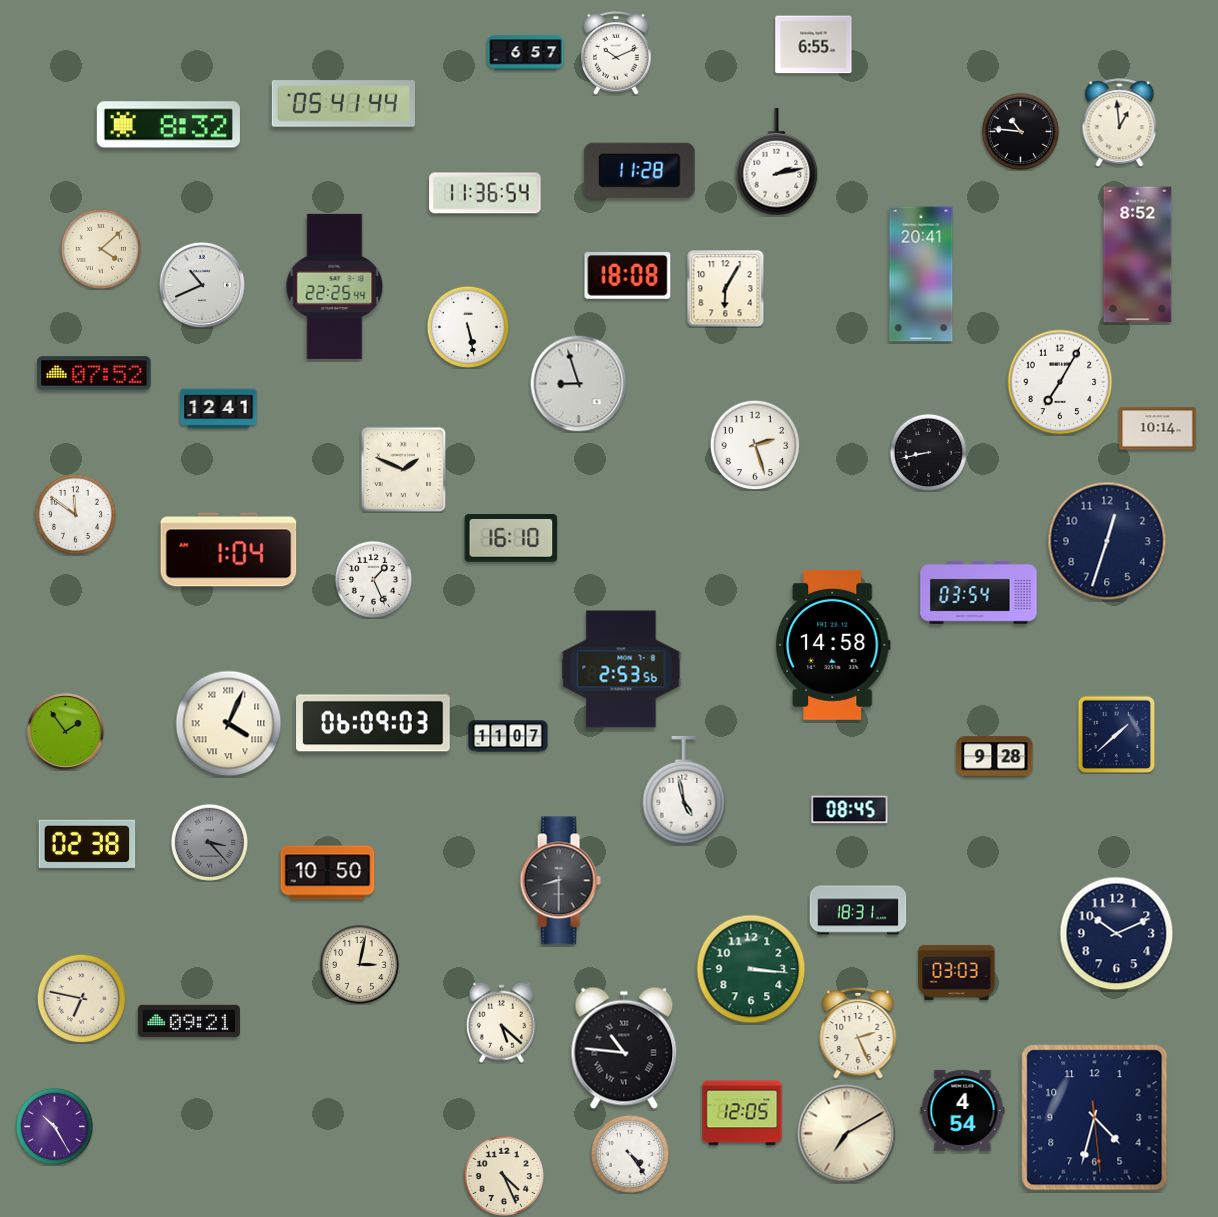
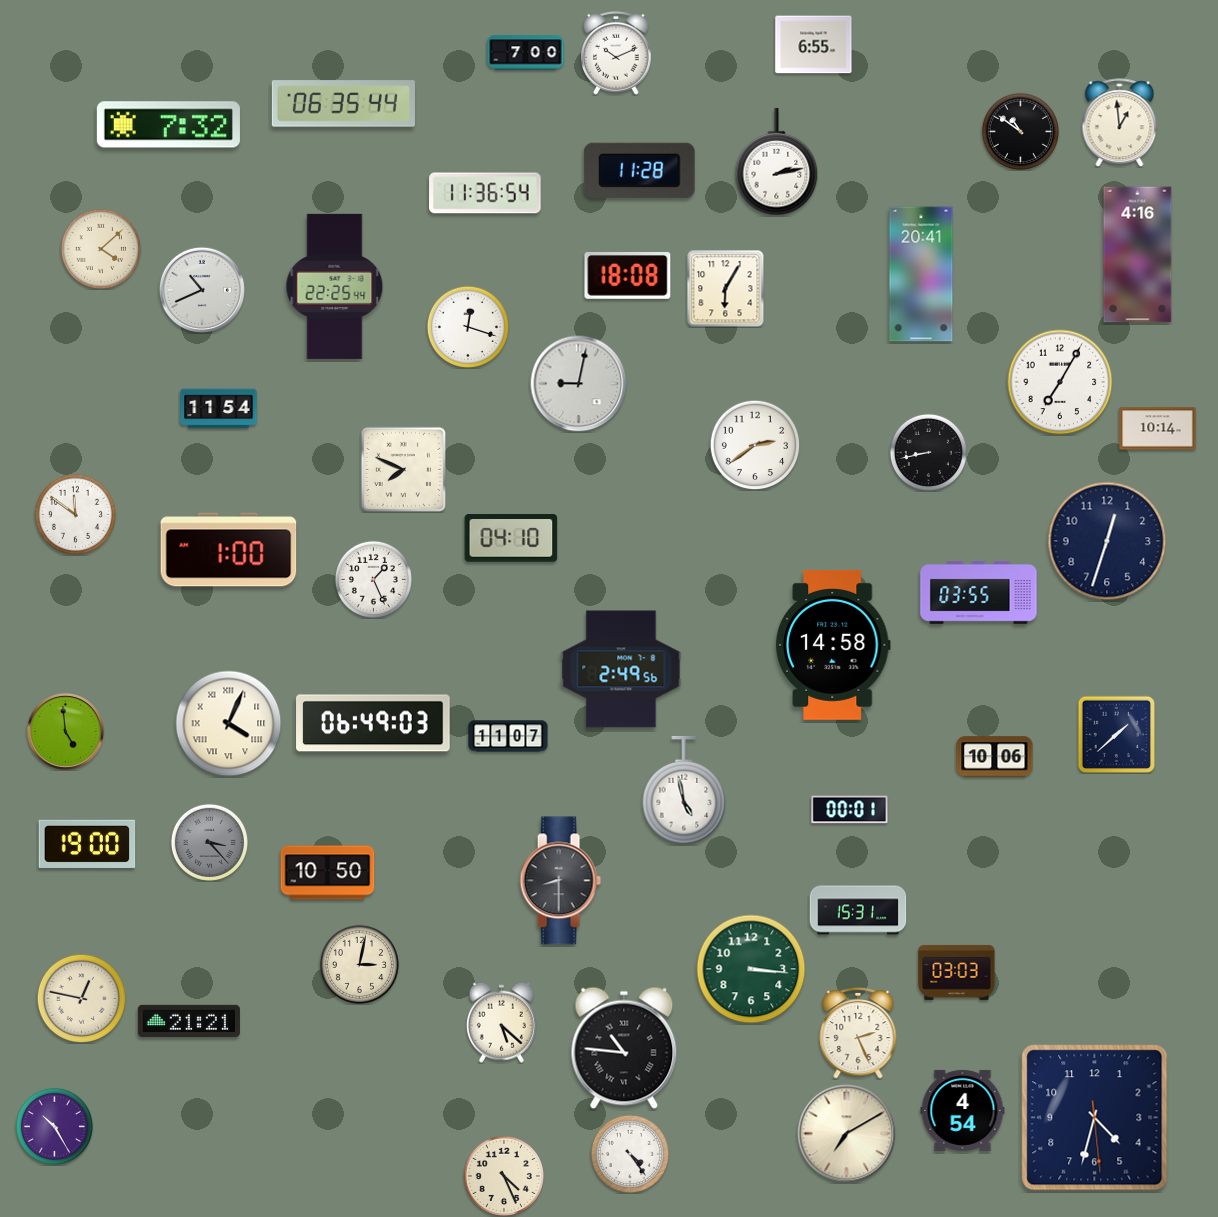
clock at (526, 53): 6:57 -> 7:00
clock at (343, 104): 05:41 -> 06:35
clock at (168, 125): 8:32 -> 7:32
clock at (1020, 131): 10:46 -> 10:51
clock at (1138, 255): 8:52 -> 4:16
clock at (202, 285) position: (202, 285) -> (202, 290)
clock at (467, 326): 5:28 -> 12:18
clock at (94, 373): 07:52 -> none
clock at (579, 384): 8:57 -> 9:02
clock at (219, 409): 12:41 -> 11:54
clock at (755, 445): 2:27 -> 2:39
clock at (403, 469): 1:49 -> 7:49
clock at (511, 538): 16:10 -> 04:10
clock at (229, 550): 1:04 -> 1:00
clock at (979, 592): 03:54 -> 03:55
clock at (621, 669): 2:53 -> 2:49
clock at (373, 723): 06:09 -> 06:49
clock at (66, 732): 1:54 -> 4:59
clock at (995, 757): 9:28 -> 10:06
clock at (850, 810): 08:45 -> 00:01
clock at (87, 844): 02:38 -> 19:00
clock at (858, 910): 18:31 -> 15:31
clock at (1117, 934): 10:11 -> none
clock at (81, 998): 6:47 -> 12:47
clock at (189, 1021): 09:21 -> 21:21
clock at (742, 1113): 12:05 -> none
